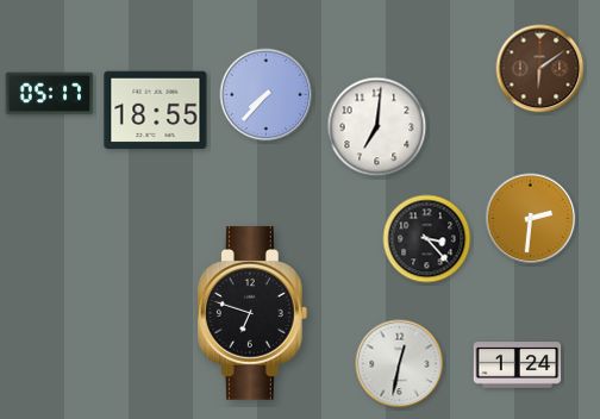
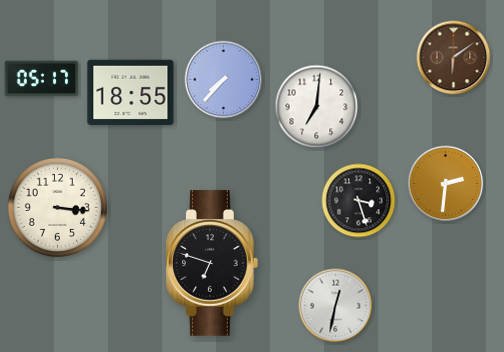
clock at (427, 239): 3:23 -> 3:27
clock at (57, 207): none -> 3:16
clock at (518, 365): 1:24 -> none
